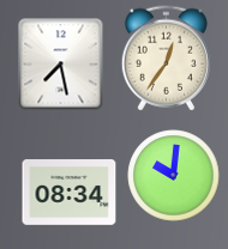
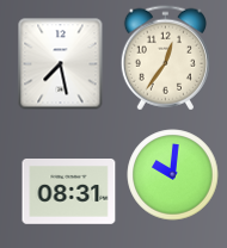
clock at (70, 193): 08:34 -> 08:31
